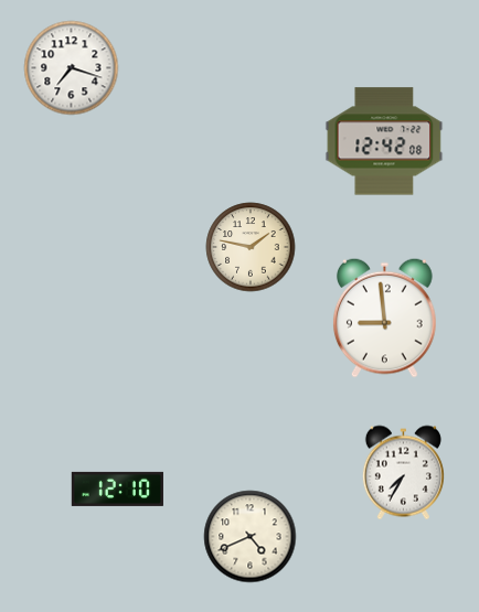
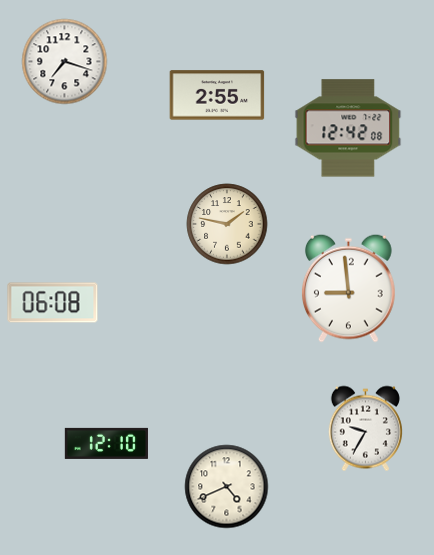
clock at (217, 95): none -> 2:55
clock at (53, 303): none -> 06:08
clock at (403, 473): 7:35 -> 9:35
